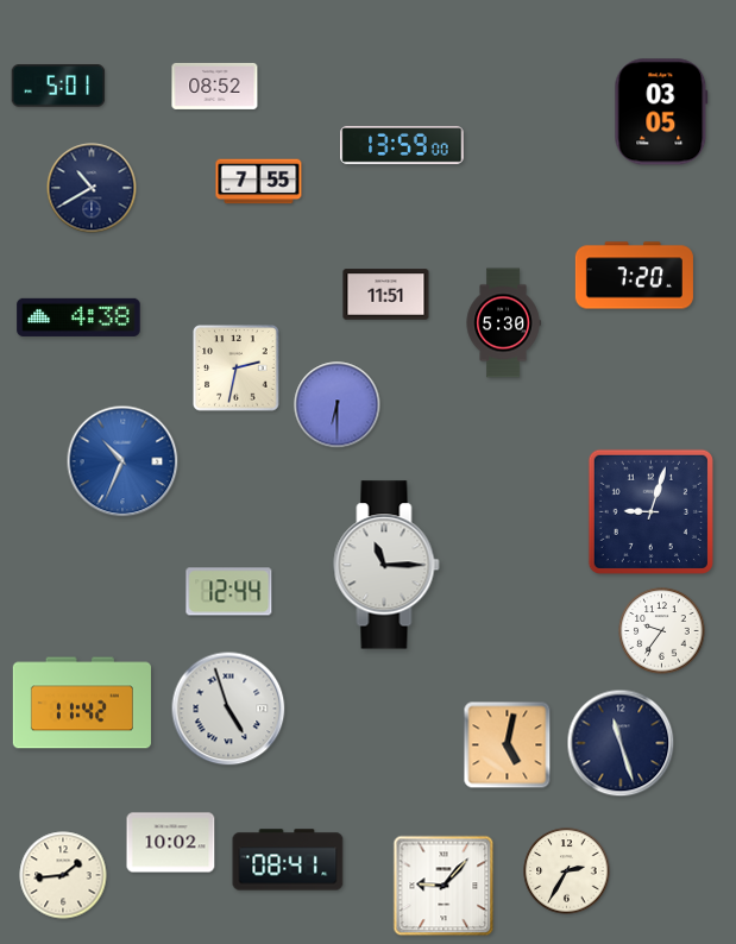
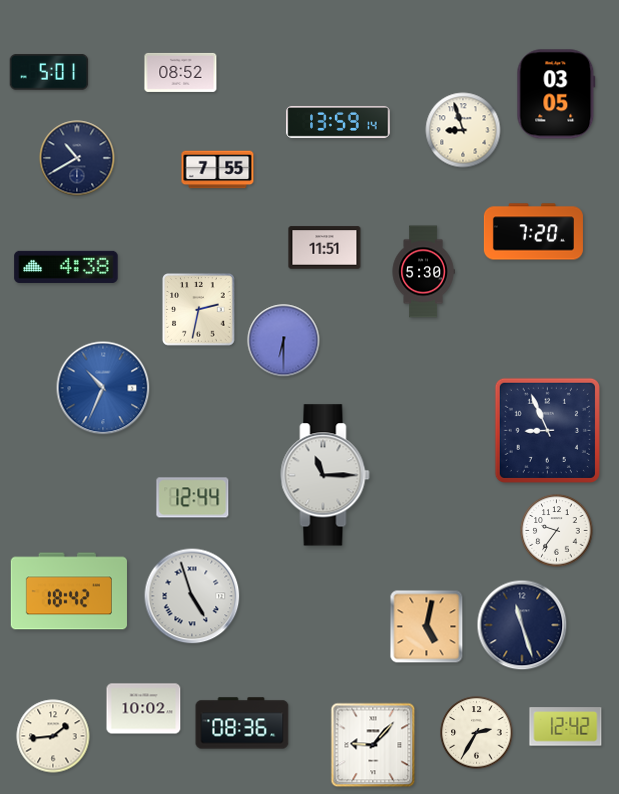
clock at (402, 145): 13:59:00 -> 13:59:14
clock at (463, 130): none -> 8:57
clock at (259, 182) position: (259, 182) -> (218, 170)
clock at (650, 511): 9:03 -> 8:56
clock at (82, 703): 11:42 -> 18:42
clock at (288, 860): 08:41 -> 08:36
clock at (566, 727): none -> 12:42
